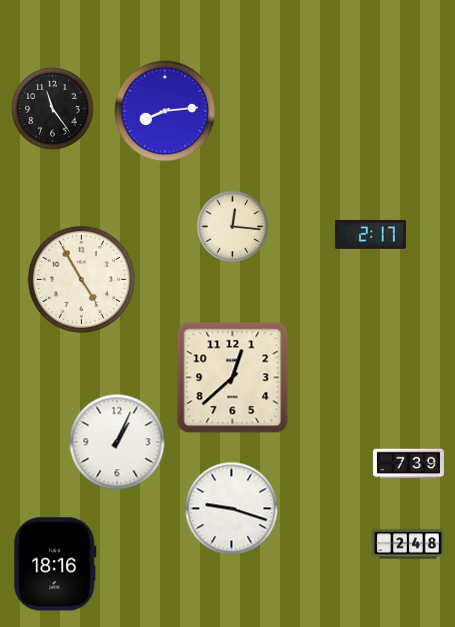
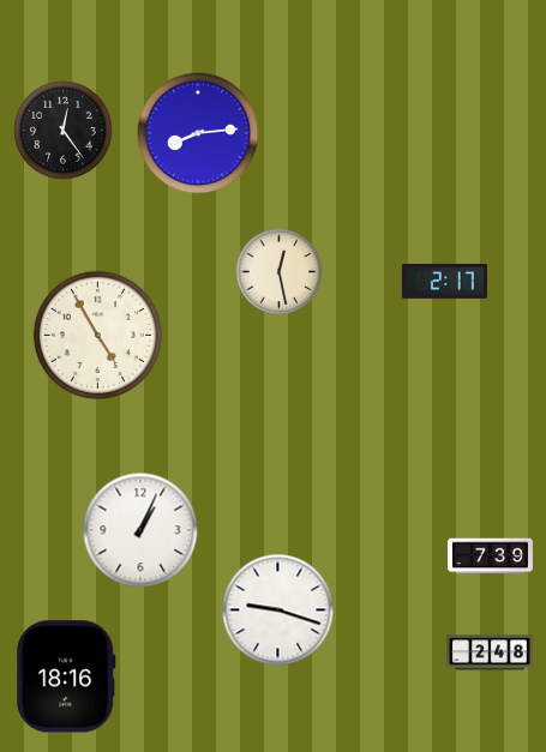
clock at (53, 109): 11:24 -> 12:24
clock at (233, 227): 12:16 -> 12:28
clock at (233, 378): 12:38 -> none
